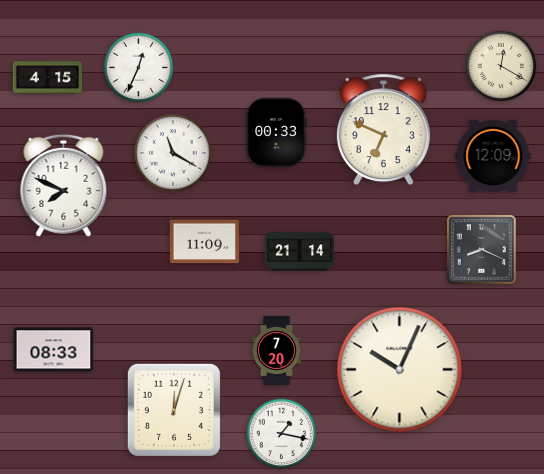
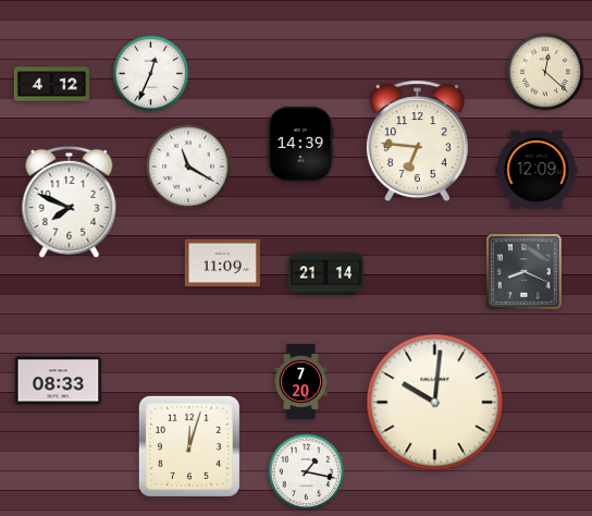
clock at (501, 66): 12:20 -> 12:22
clock at (47, 78): 4:15 -> 4:12
clock at (383, 130): 6:49 -> 6:46
clock at (276, 132): 00:33 -> 14:39
clock at (400, 370): 10:04 -> 10:01
